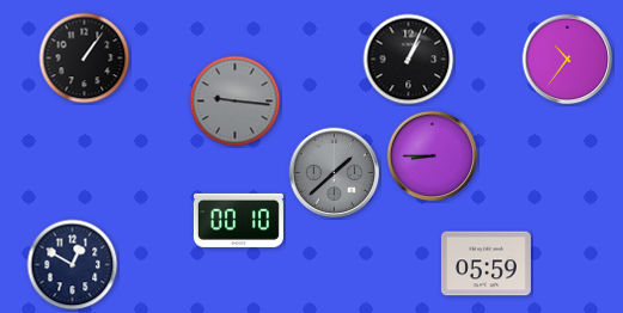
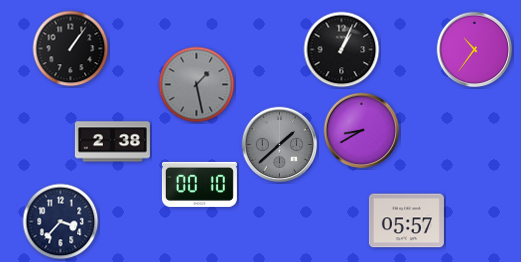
clock at (236, 102): 9:16 -> 1:28
clock at (433, 156): 8:45 -> 8:40
clock at (112, 142): none -> 2:38
clock at (485, 264): 05:59 -> 05:57
clock at (73, 265): 12:50 -> 3:37
